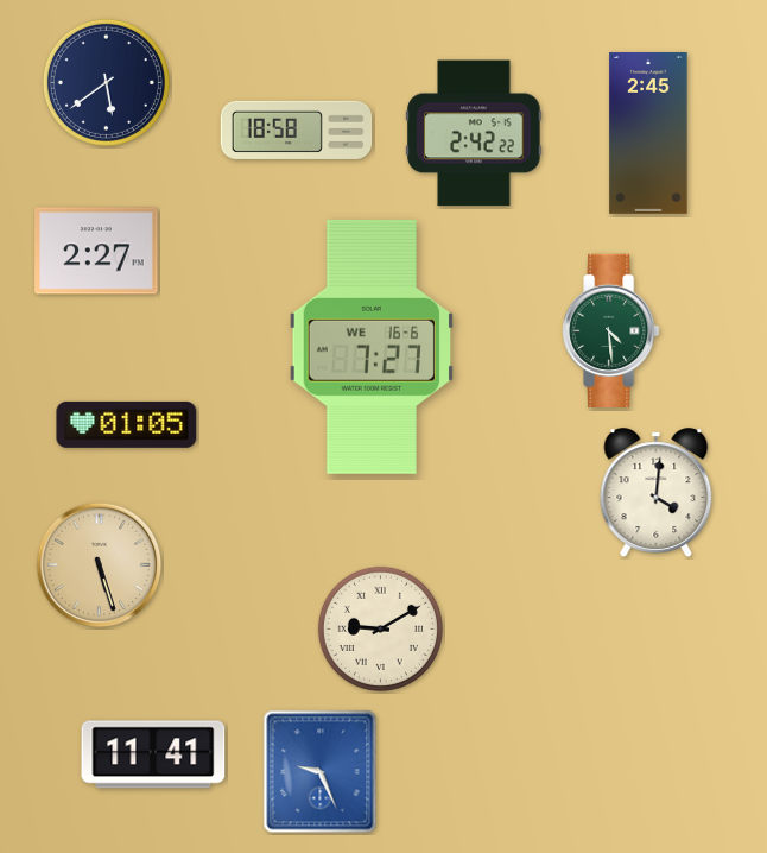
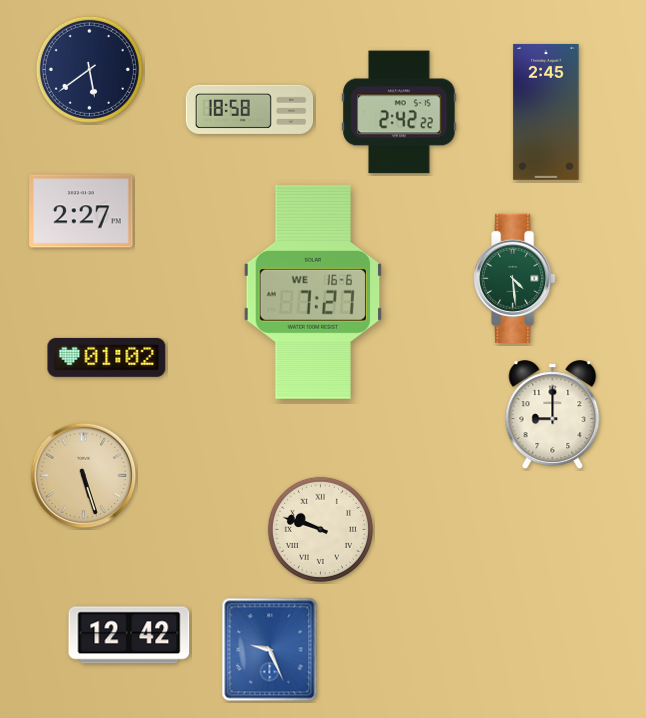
clock at (127, 424): 01:05 -> 01:02
clock at (657, 492): 4:01 -> 9:00
clock at (380, 628): 9:10 -> 9:48
clock at (153, 754): 11:41 -> 12:42
